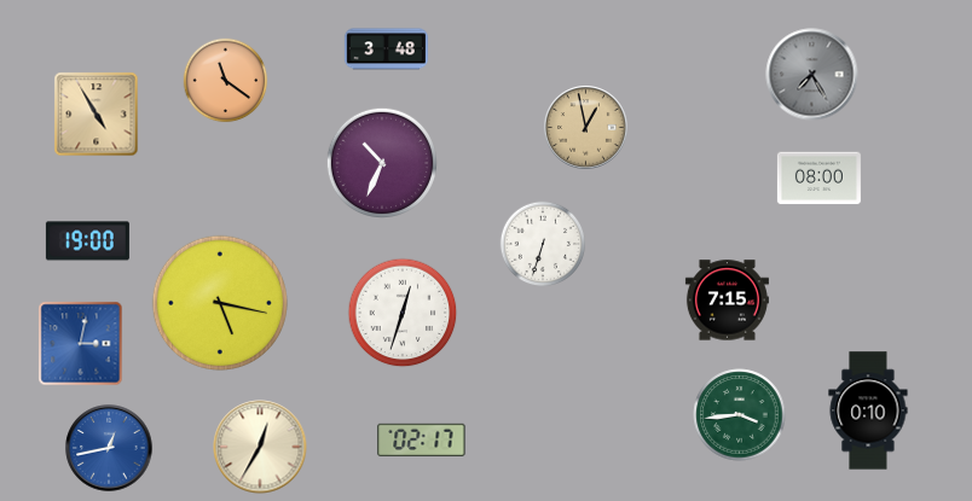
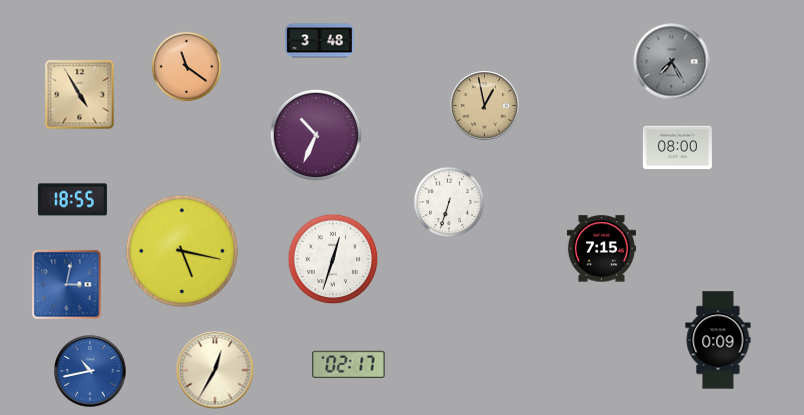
clock at (87, 241): 19:00 -> 18:55
clock at (868, 410): 0:10 -> 0:09
clock at (740, 415): 3:44 -> none
clock at (109, 448): 12:43 -> 10:43
